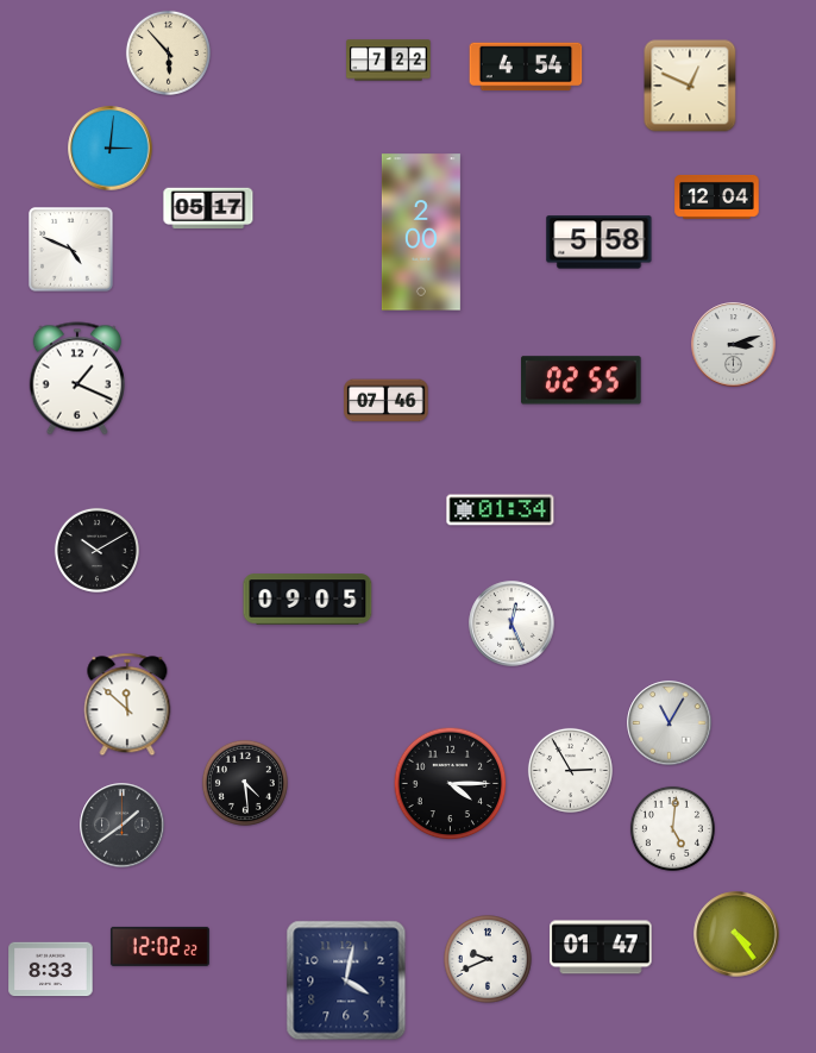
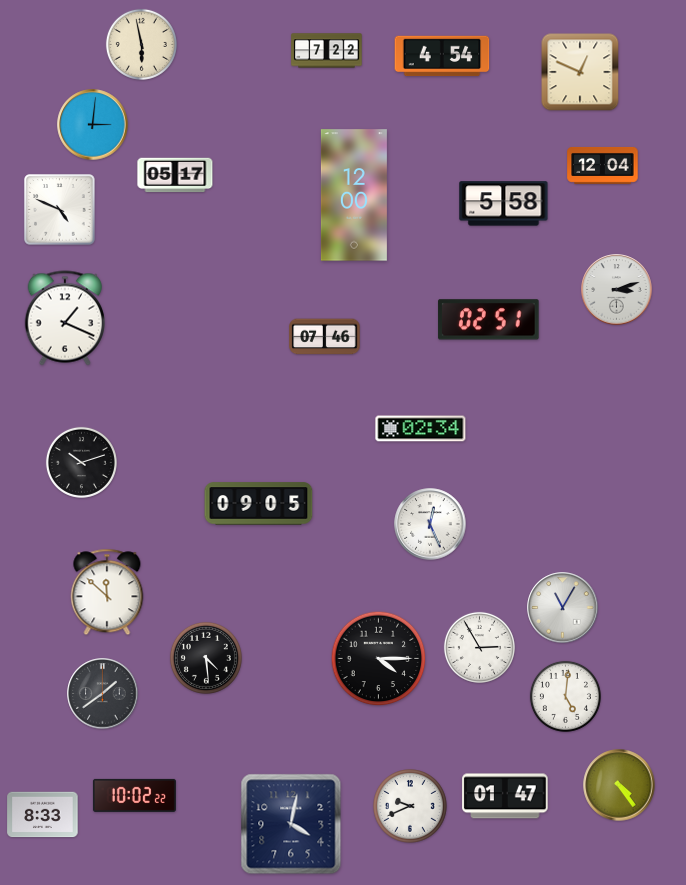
clock at (168, 52): 5:53 -> 5:58
clock at (421, 232): 2:00 -> 12:00
clock at (582, 381): 02:55 -> 02:51
clock at (501, 510): 01:34 -> 02:34
clock at (96, 550): 10:10 -> 10:12
clock at (159, 946): 12:02 -> 10:02
